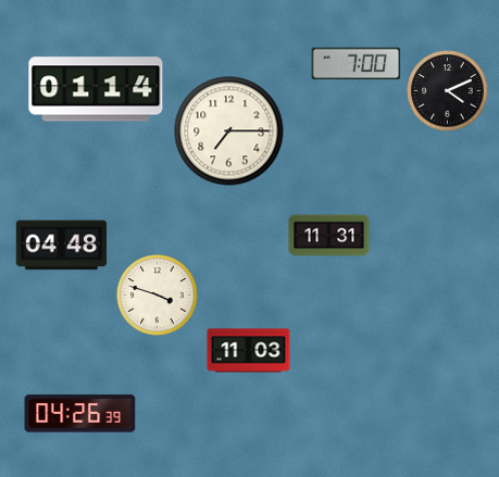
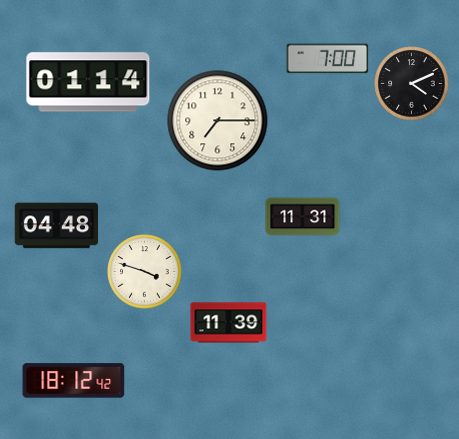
clock at (229, 131) position: (229, 131) -> (218, 121)
clock at (249, 351): 11:03 -> 11:39
clock at (80, 414): 04:26 -> 18:12
